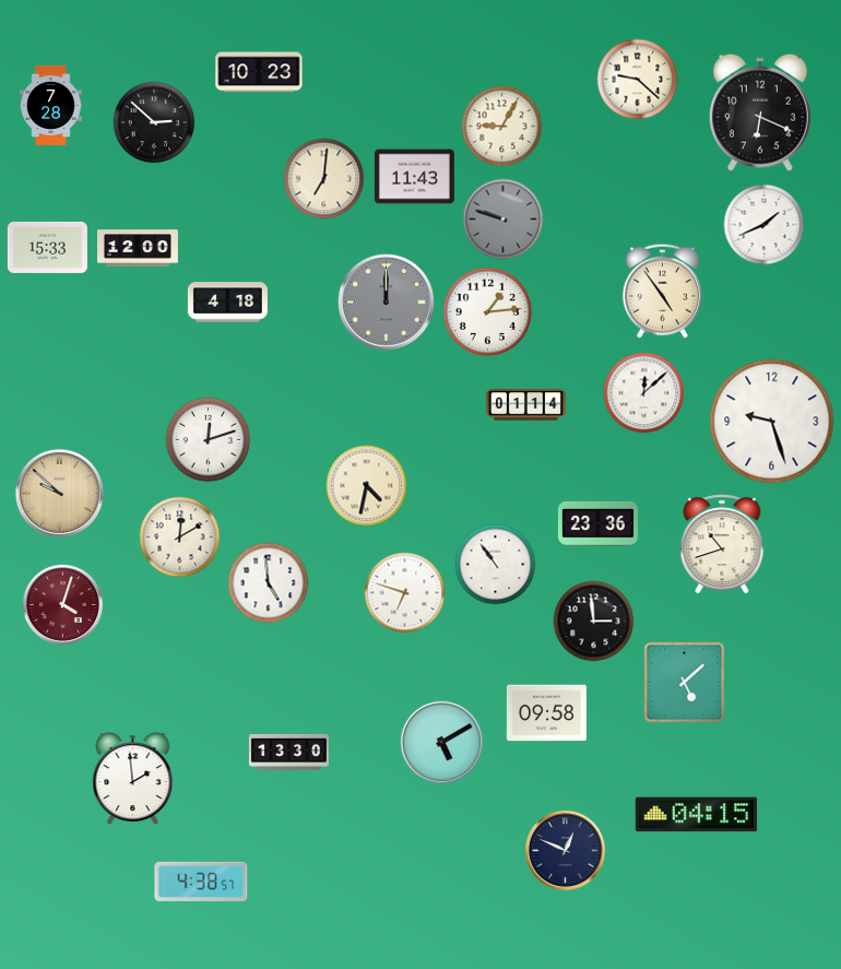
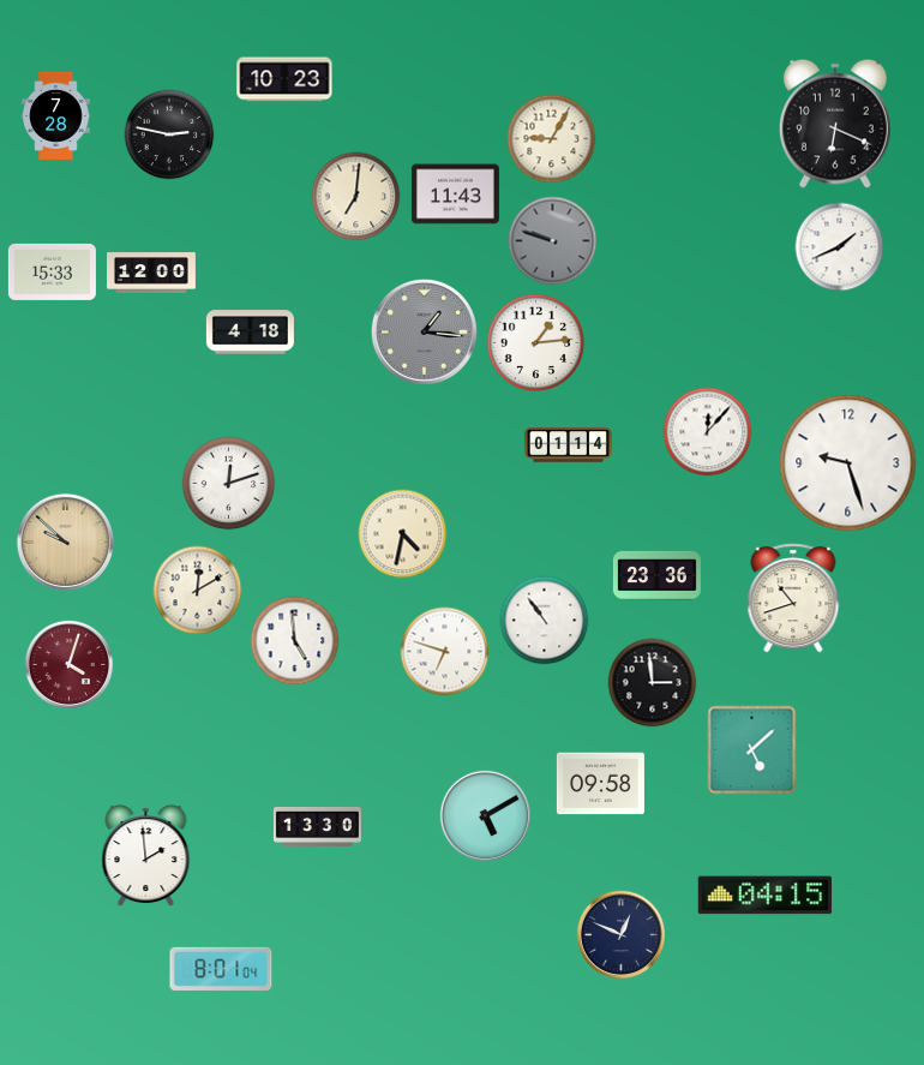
clock at (638, 80): 9:22 -> none
clock at (154, 122): 2:52 -> 2:47
clock at (662, 291): 4:54 -> none
clock at (386, 302): 12:00 -> 1:16
clock at (644, 393): 12:08 -> 12:07
clock at (525, 405) position: (525, 405) -> (568, 445)
clock at (201, 882): 4:38 -> 8:01
